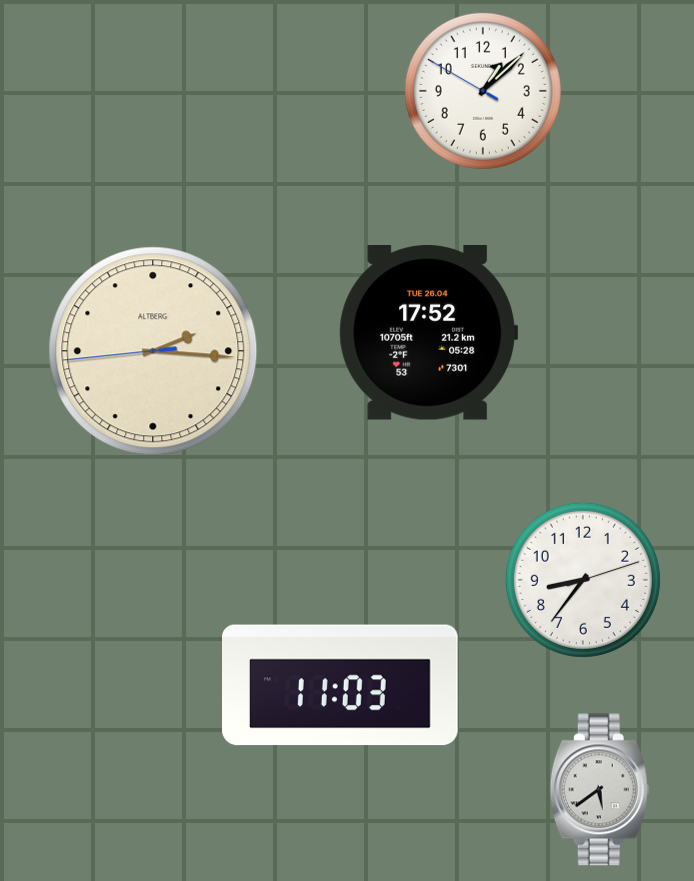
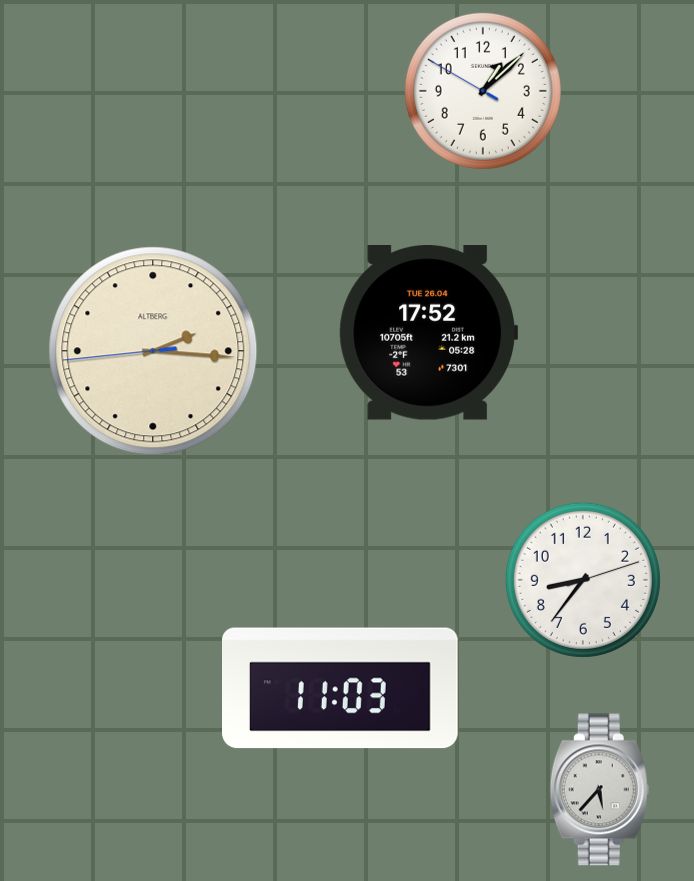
clock at (341, 685) position: (341, 685) -> (341, 688)
clock at (599, 790): 5:39 -> 5:37
